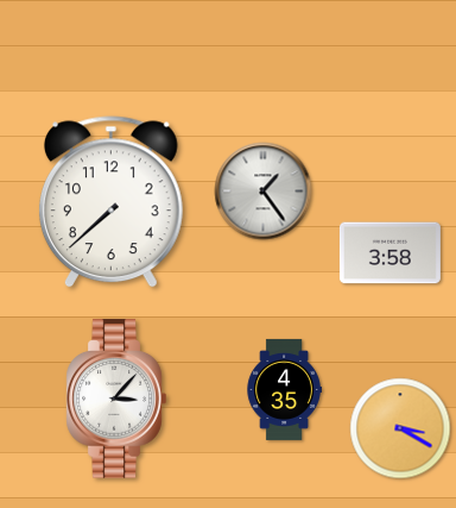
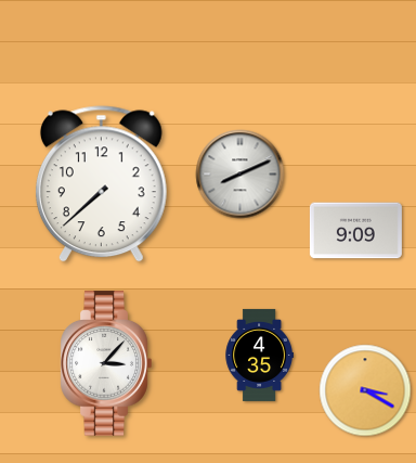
clock at (264, 192): 1:24 -> 8:11
clock at (389, 253): 3:58 -> 9:09
